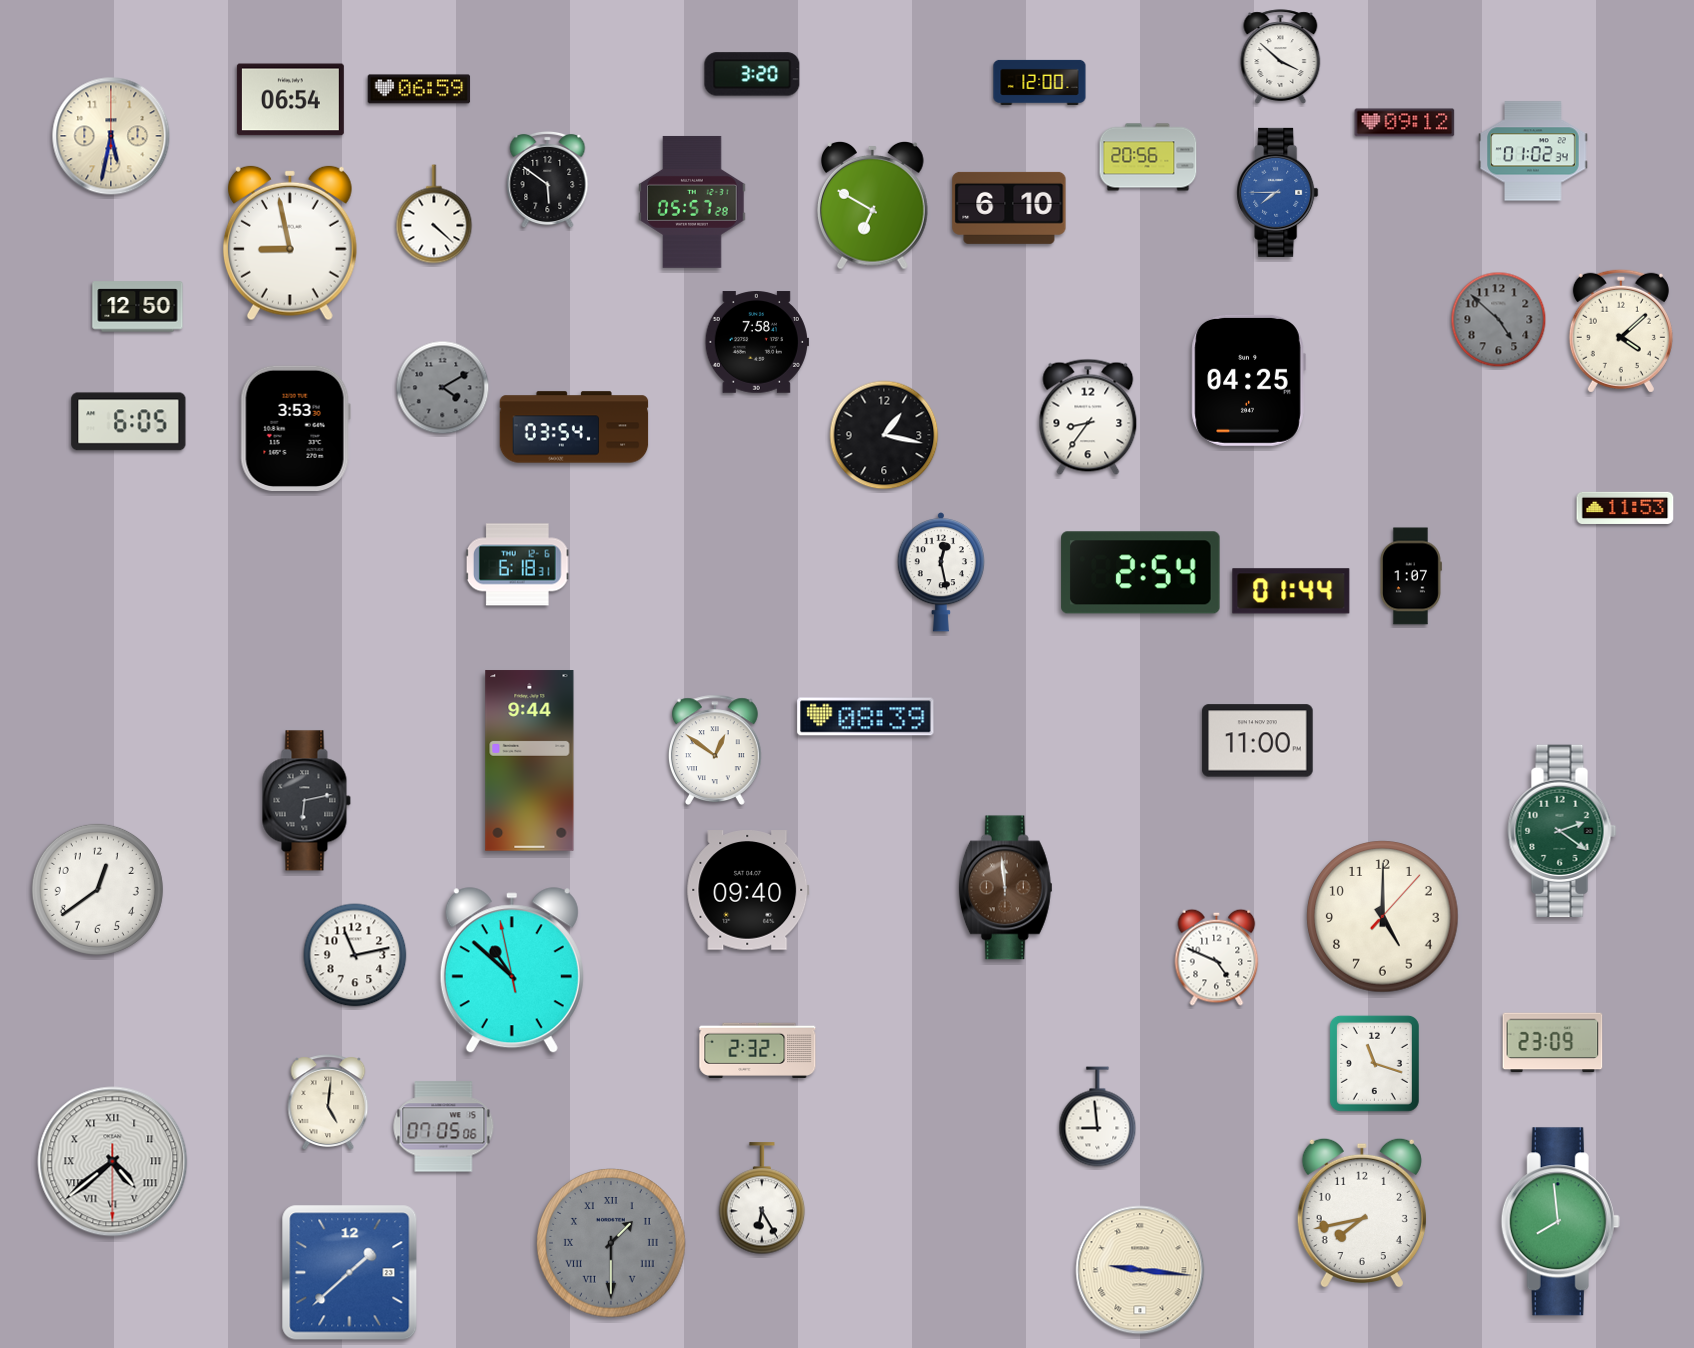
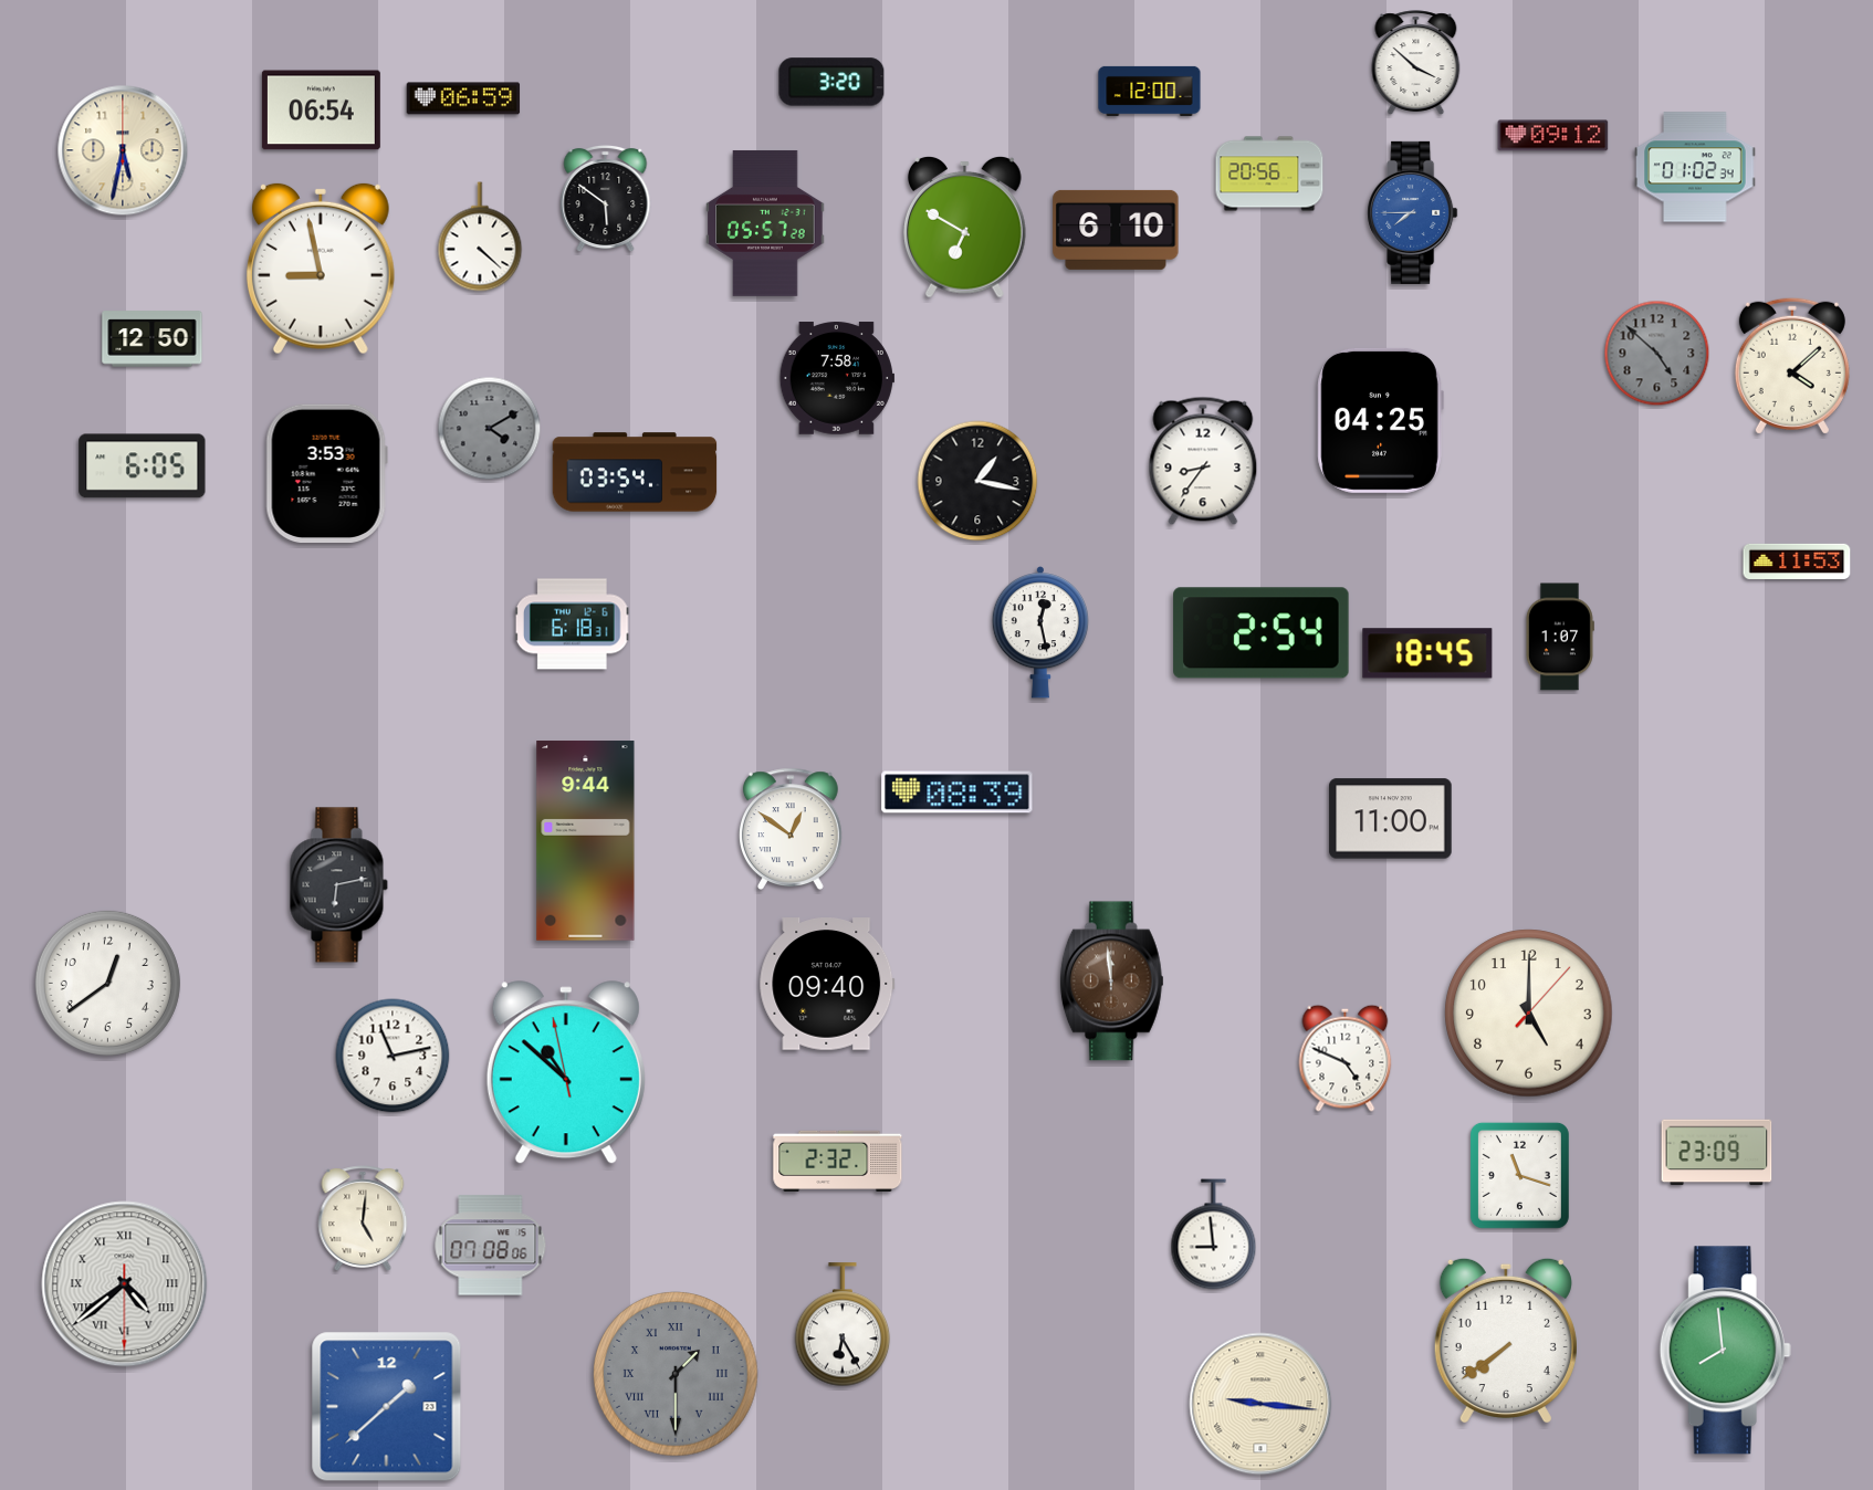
clock at (1291, 591): 01:44 -> 18:45
clock at (1562, 830): 2:21 -> none
clock at (444, 1127): 07:05 -> 07:08
clock at (1362, 1213): 7:43 -> 7:39
